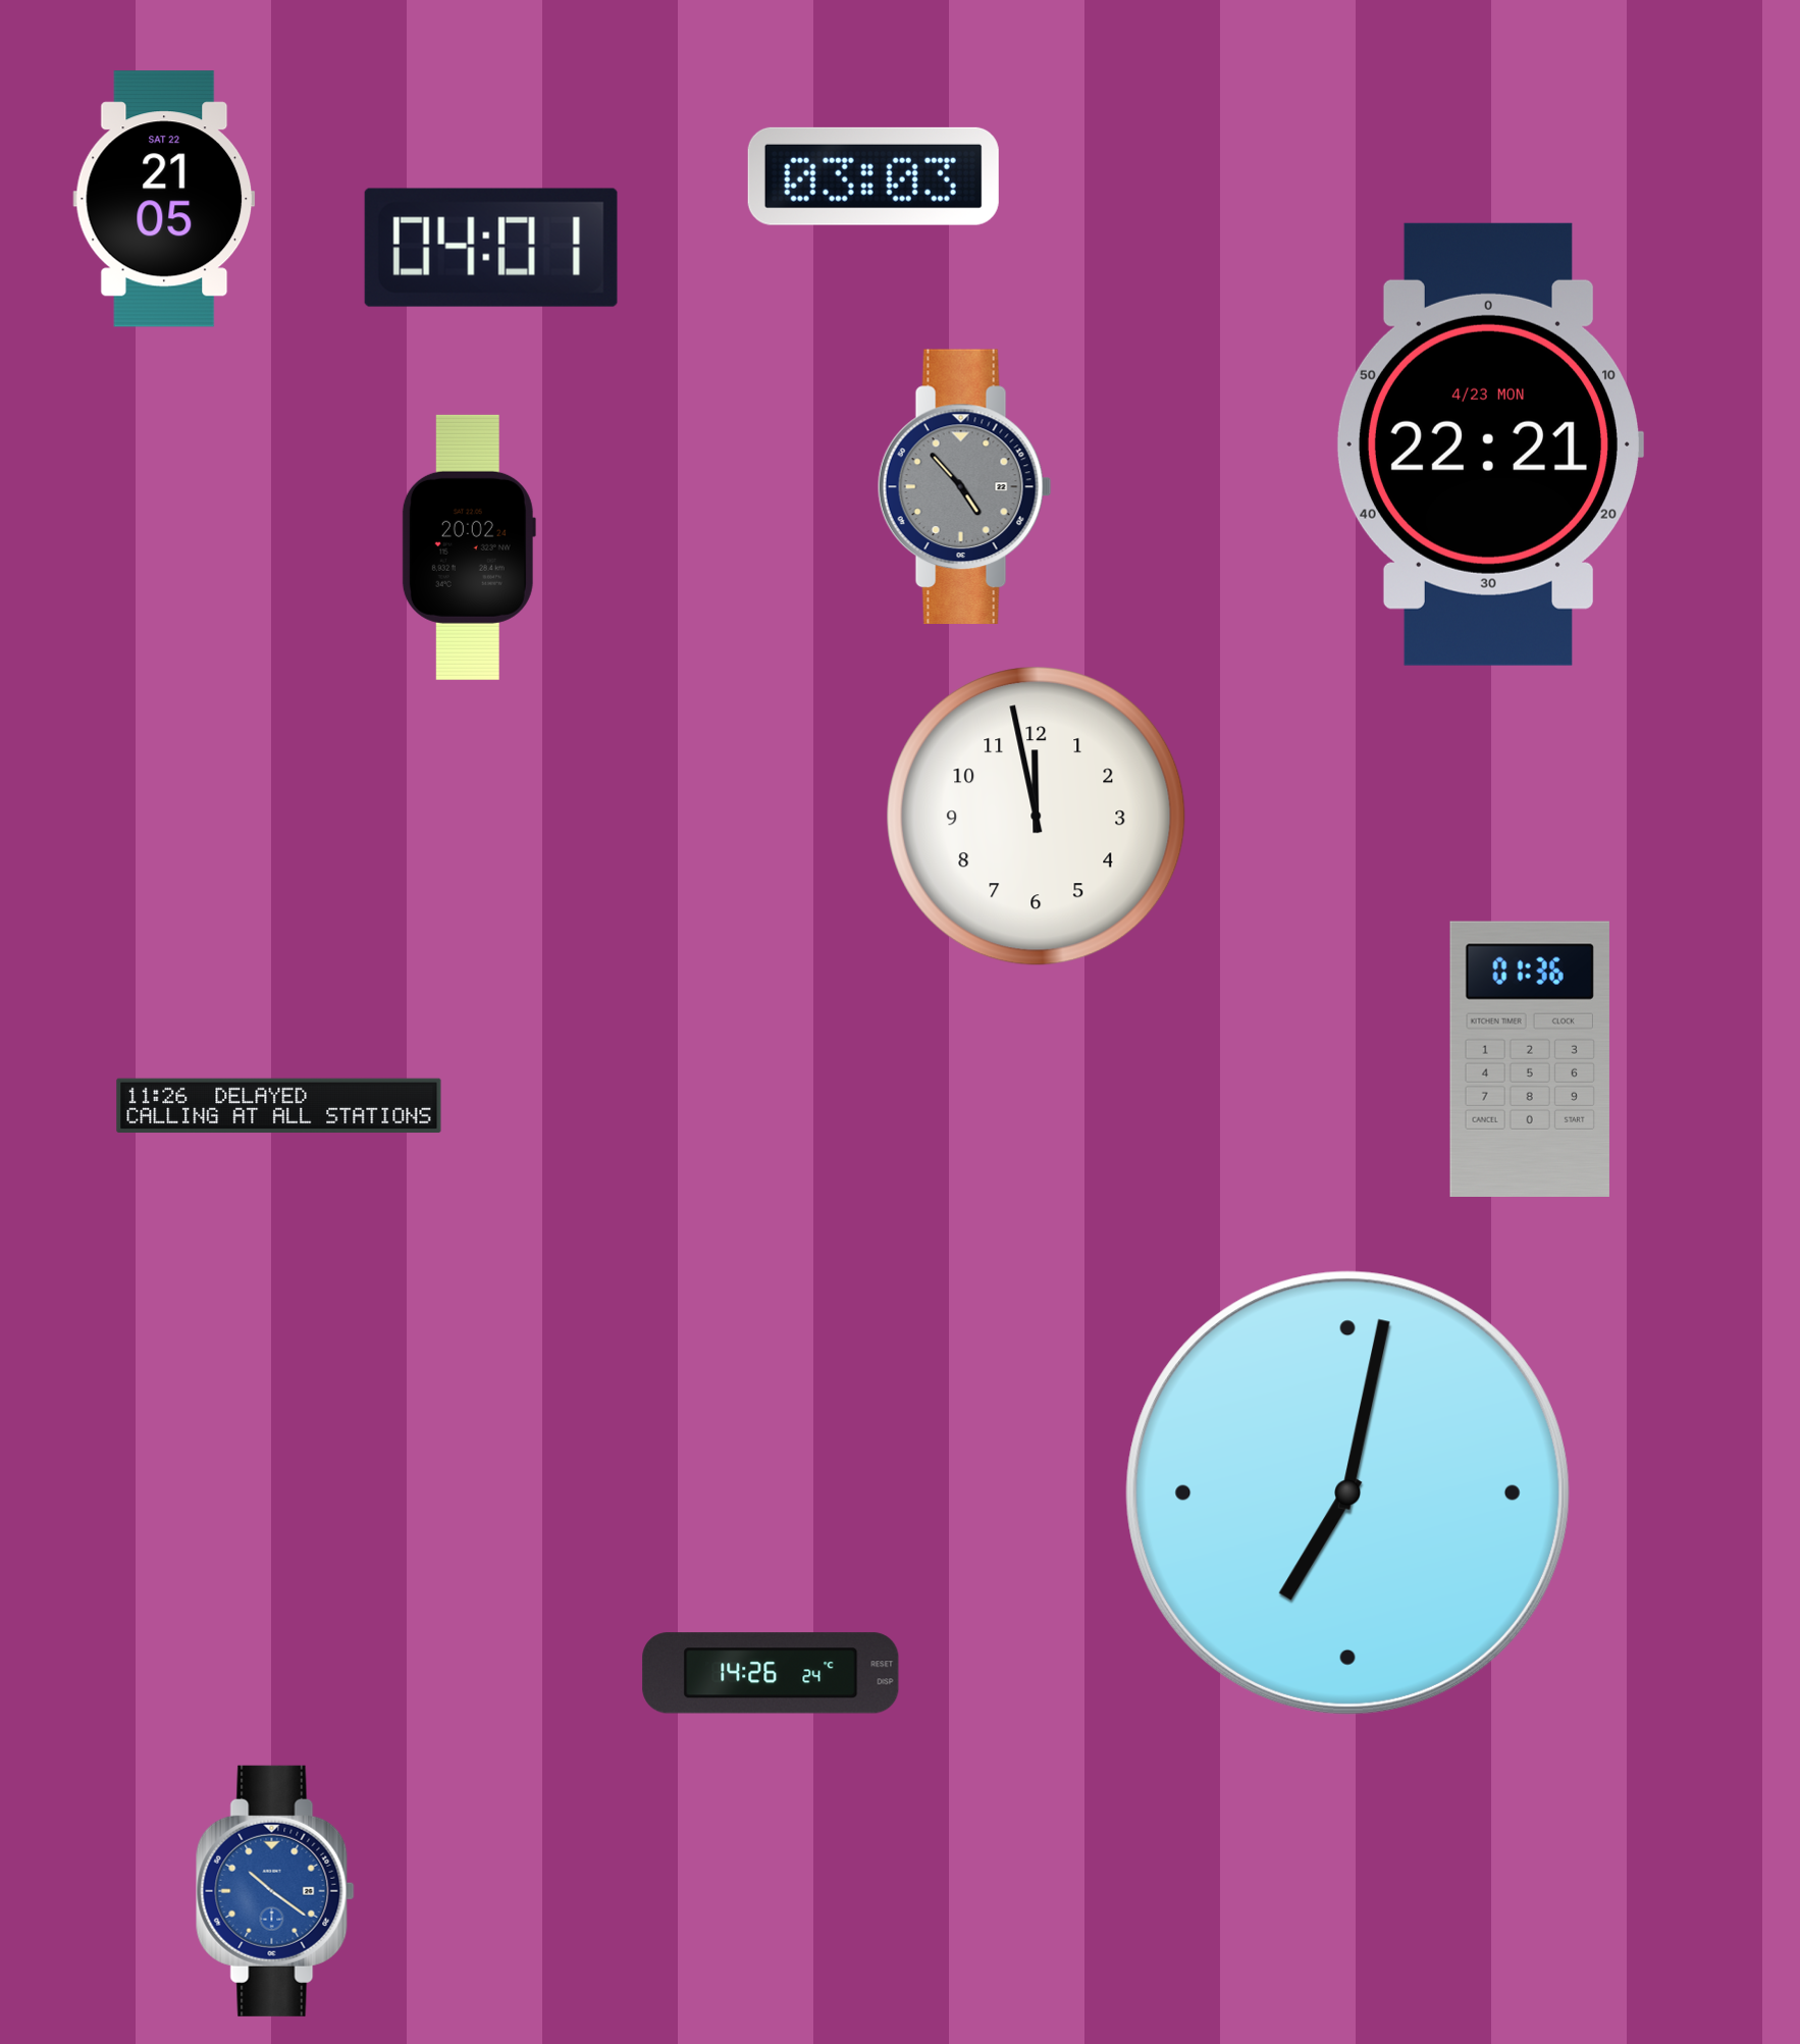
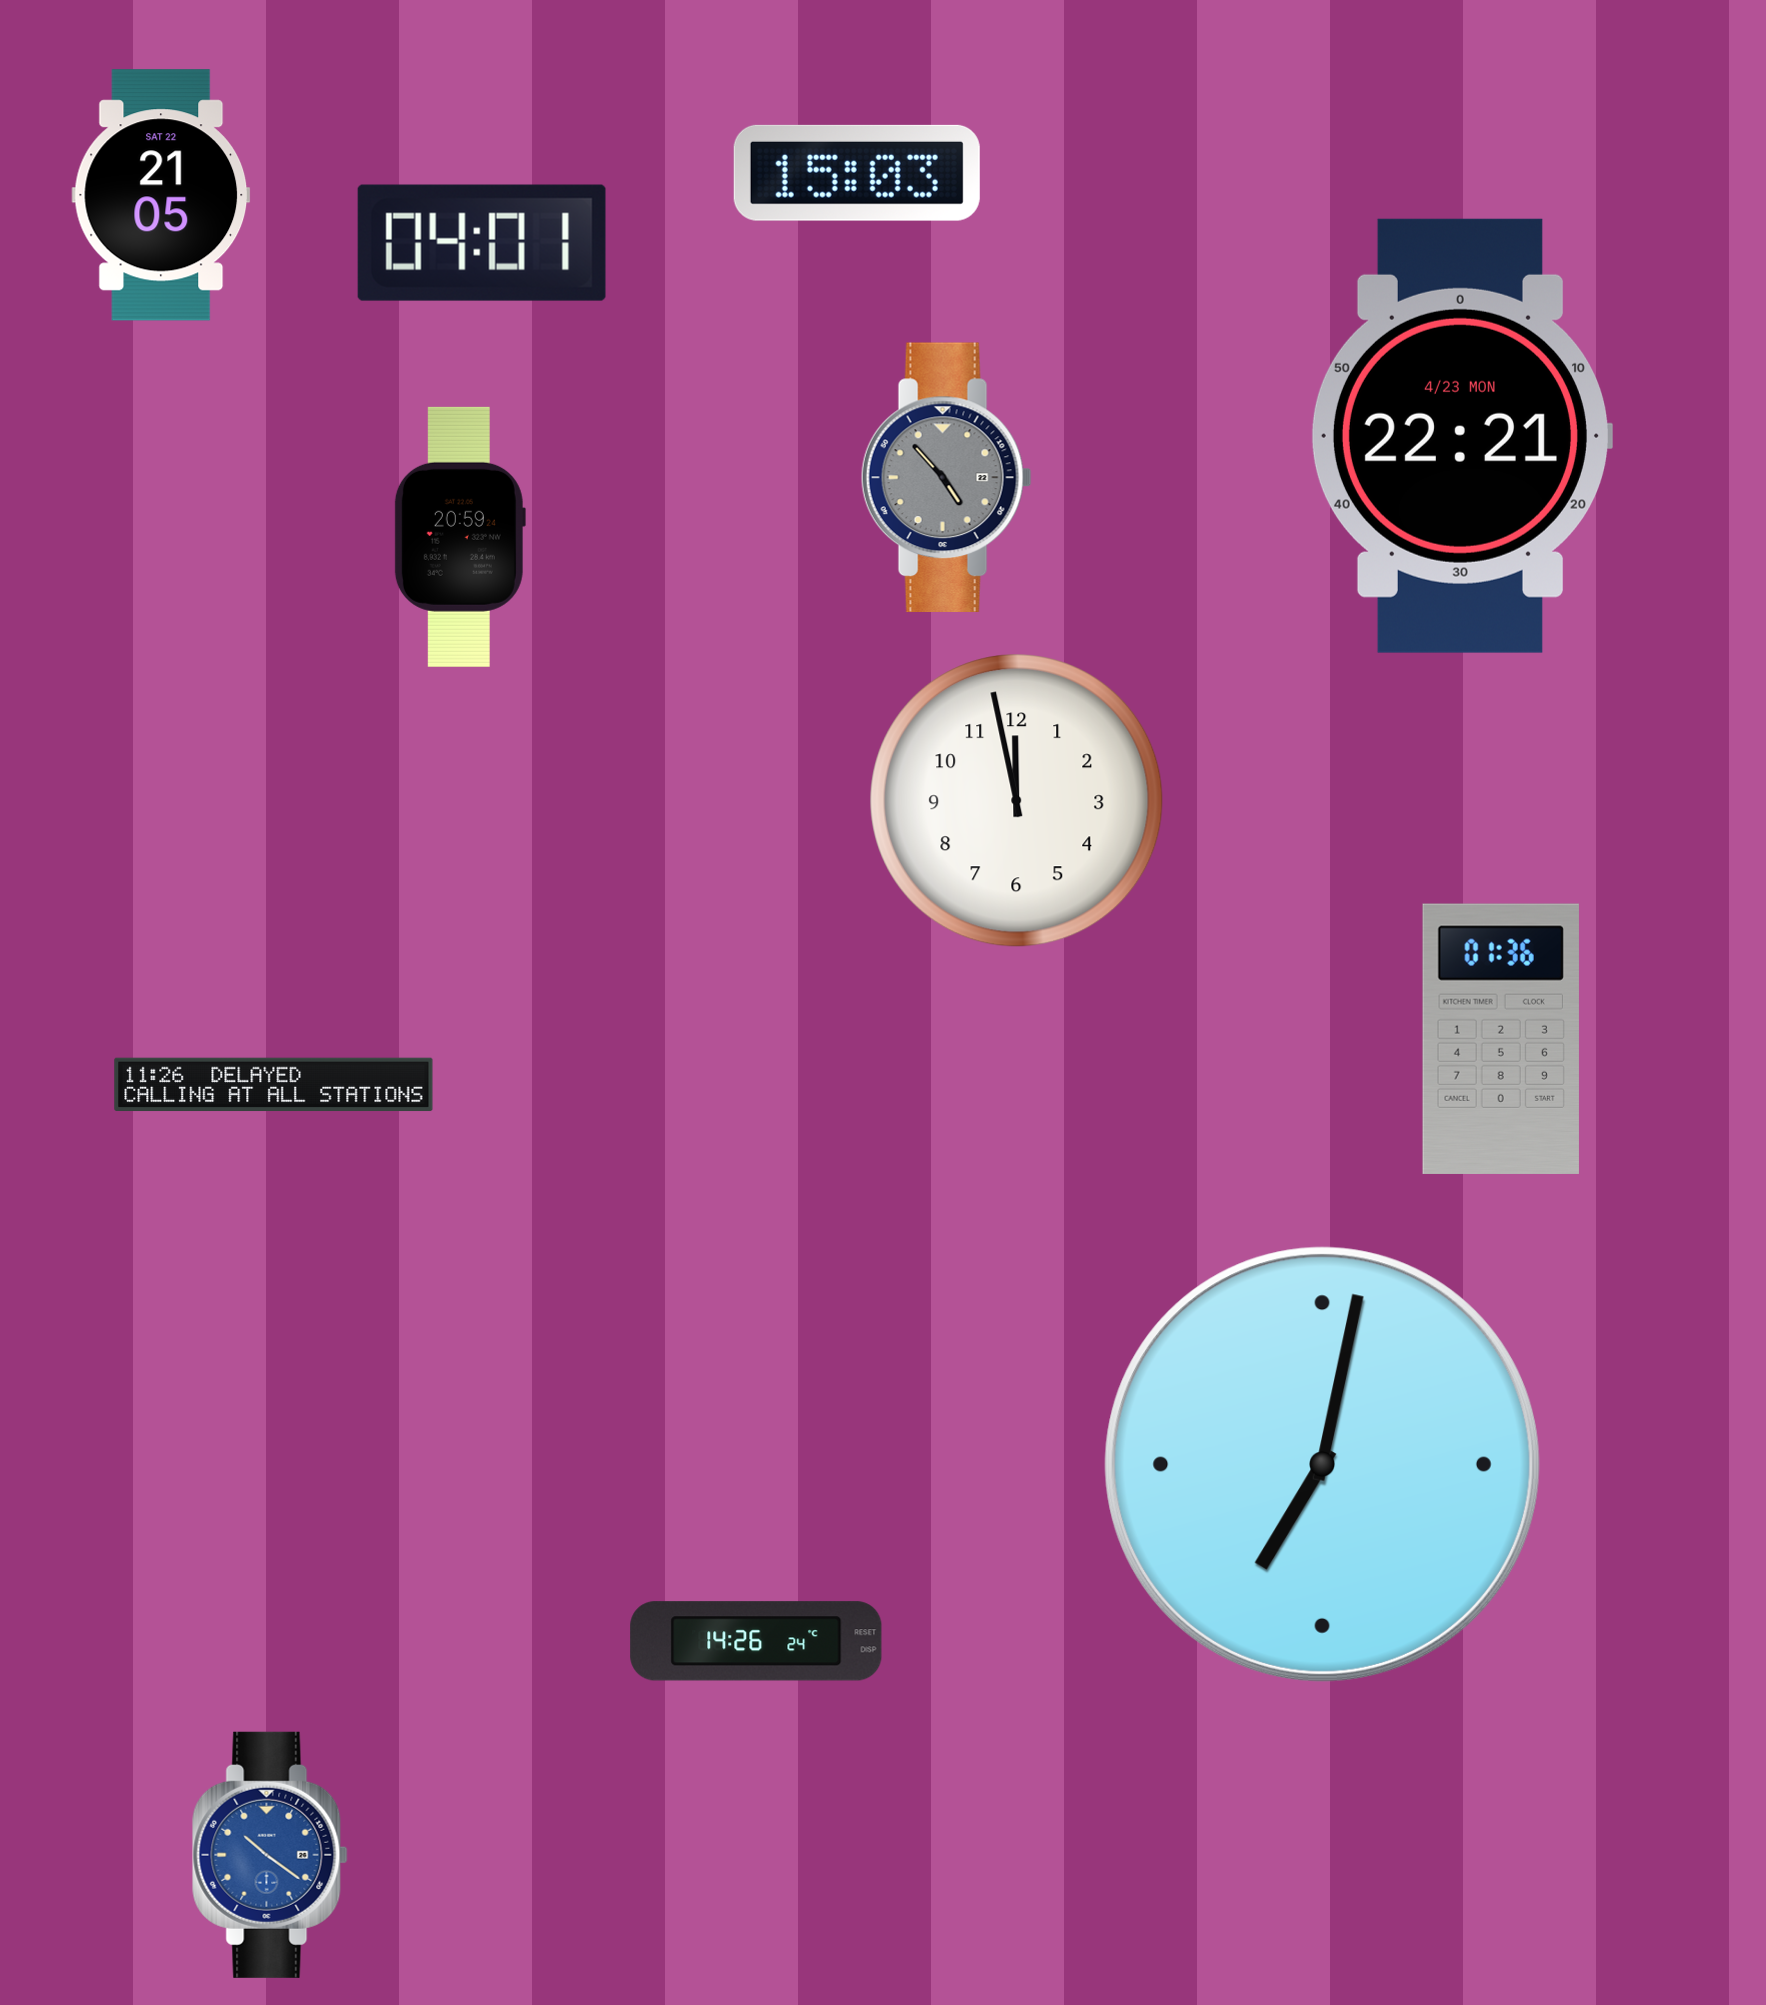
clock at (873, 176): 03:03 -> 15:03
clock at (469, 547): 20:02 -> 20:59
